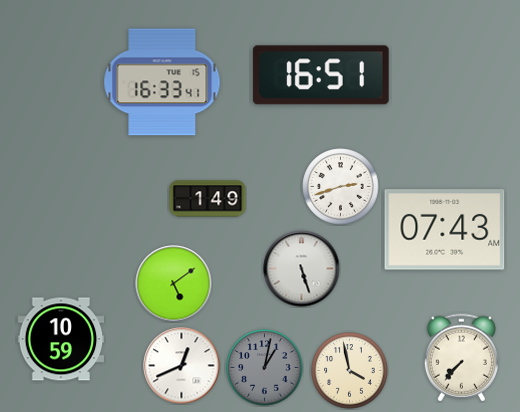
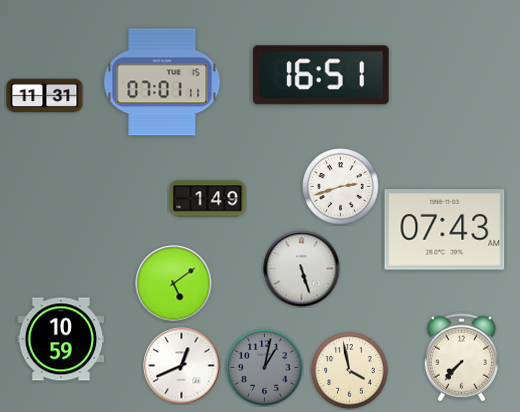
clock at (162, 82): 16:33 -> 07:01
clock at (45, 96): none -> 11:31
